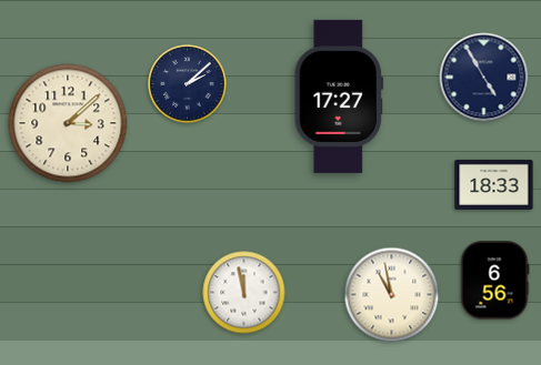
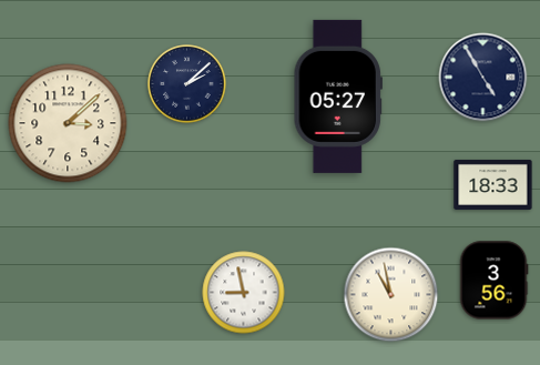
clock at (338, 97): 17:27 -> 05:27
clock at (494, 281): 6:56 -> 3:56
clock at (244, 293): 11:58 -> 8:58
